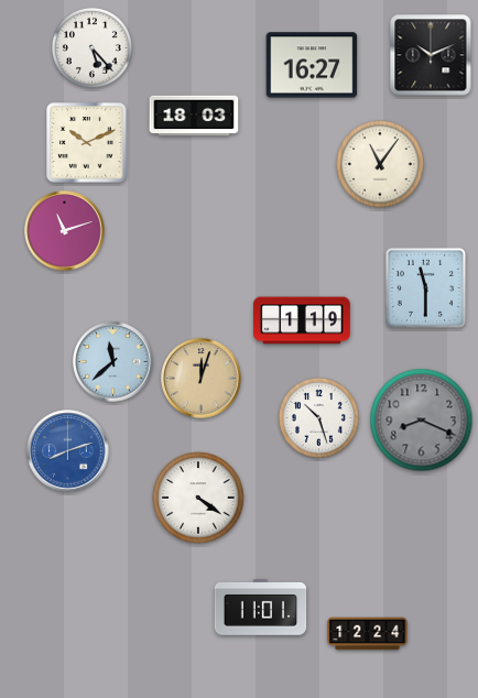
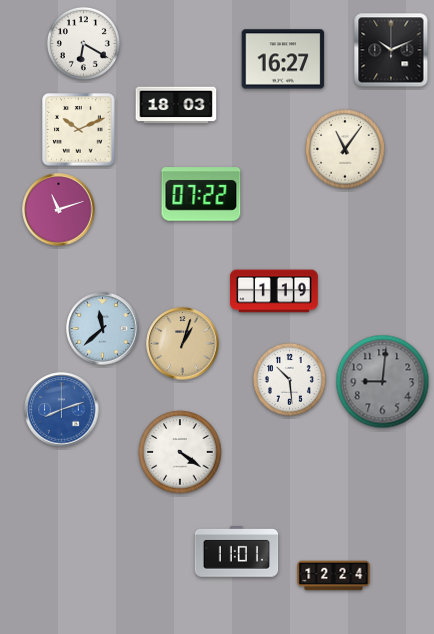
clock at (91, 47): 5:23 -> 6:20
clock at (201, 194): none -> 07:22
clock at (425, 287): 11:30 -> none
clock at (202, 379): 12:03 -> 1:03
clock at (318, 417): 10:27 -> 10:29
clock at (422, 421): 8:19 -> 9:01
